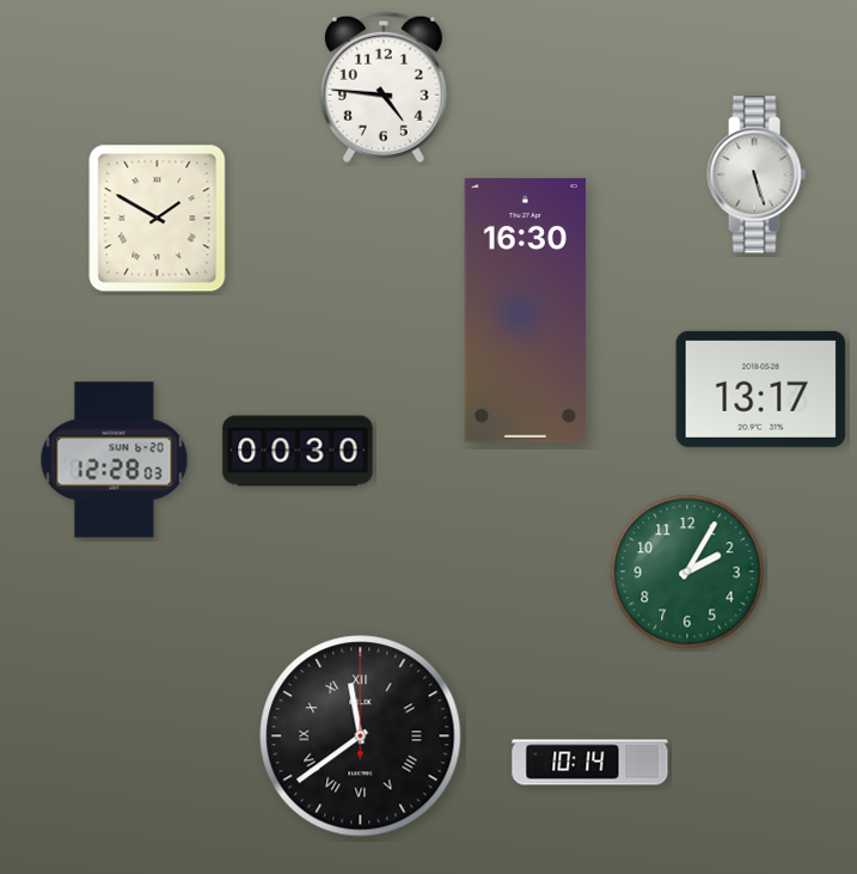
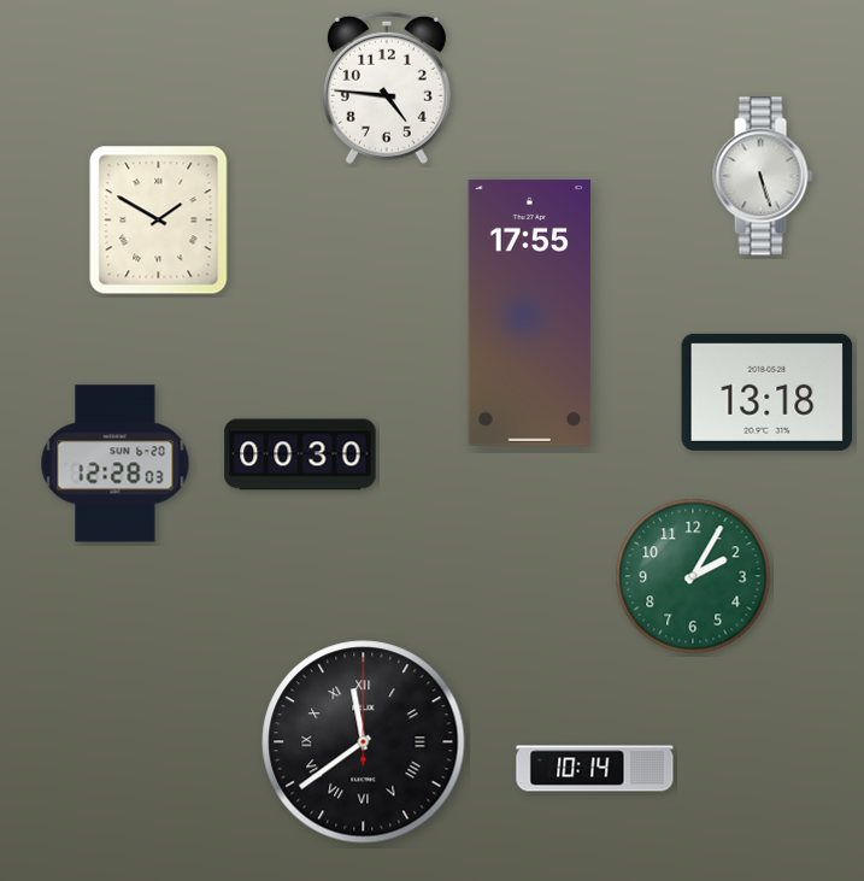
clock at (526, 310): 16:30 -> 17:55
clock at (761, 389): 13:17 -> 13:18
